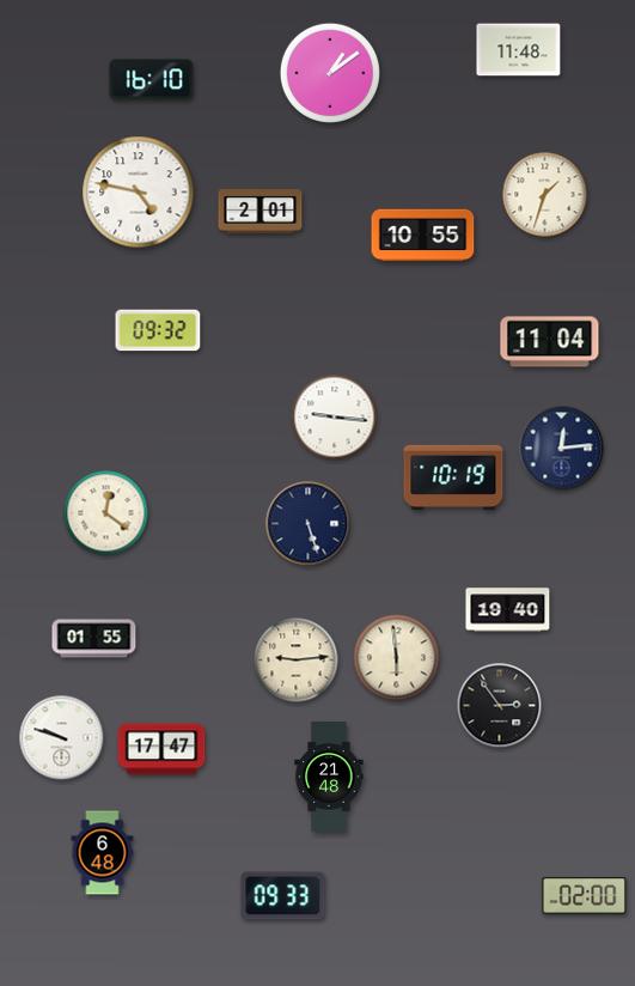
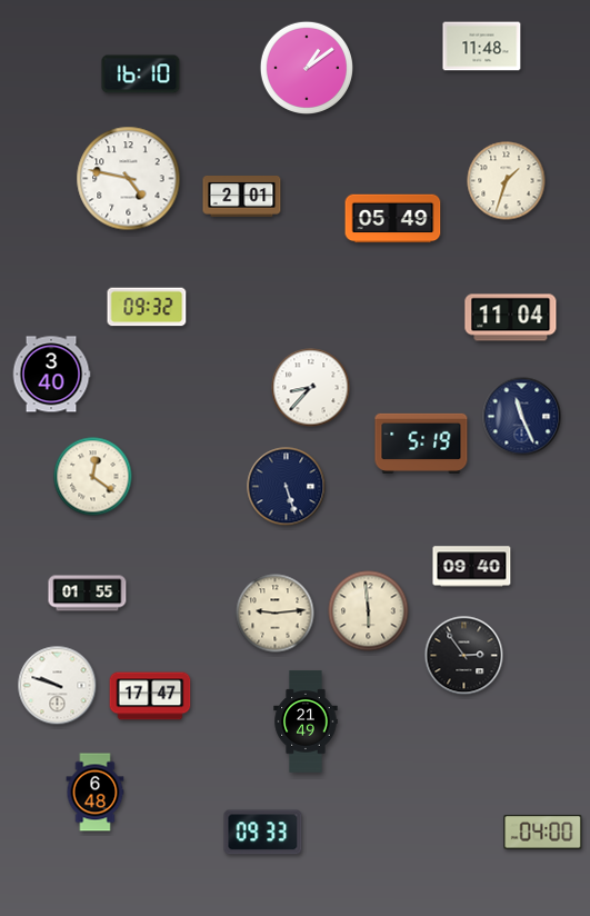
clock at (423, 236): 10:55 -> 05:49
clock at (51, 375): none -> 3:40
clock at (335, 418): 9:16 -> 8:37
clock at (562, 449): 12:14 -> 11:26
clock at (453, 477): 10:19 -> 5:19
clock at (106, 513) position: (106, 513) -> (93, 477)
clock at (508, 610): 19:40 -> 09:40
clock at (329, 777): 21:48 -> 21:49
clock at (585, 896): 02:00 -> 04:00
